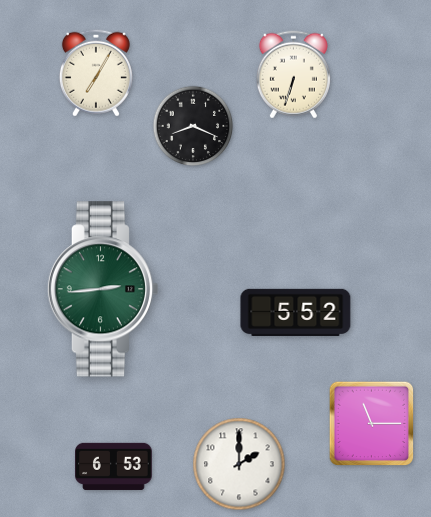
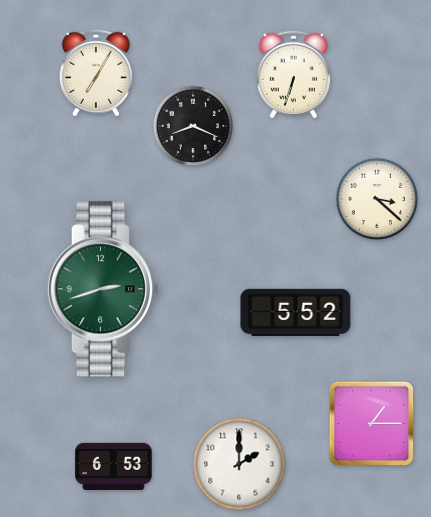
clock at (376, 198): none -> 3:22
clock at (103, 289): 2:44 -> 2:42
clock at (372, 424): 11:15 -> 1:15
